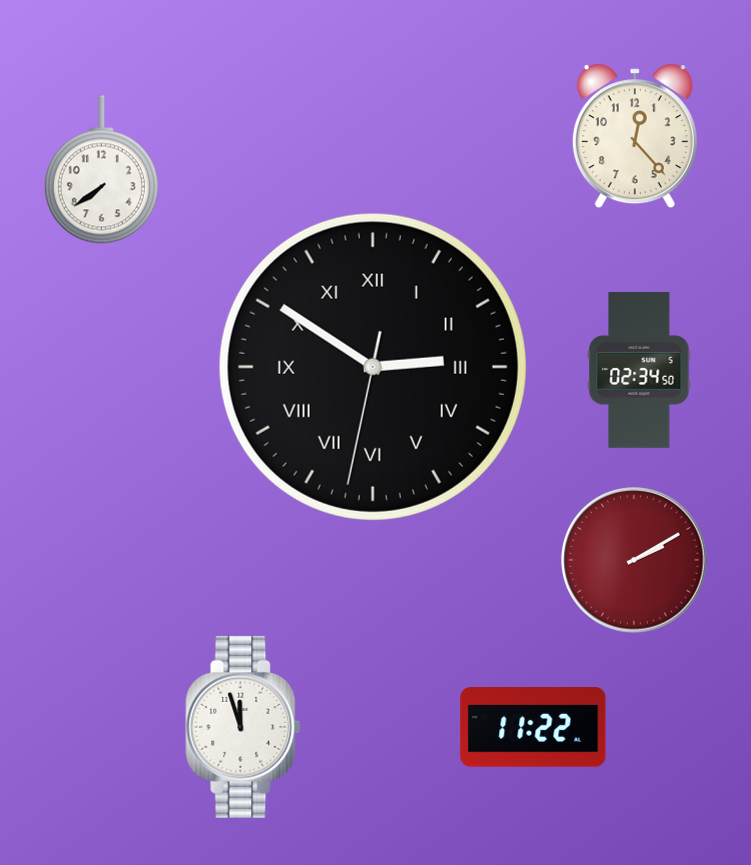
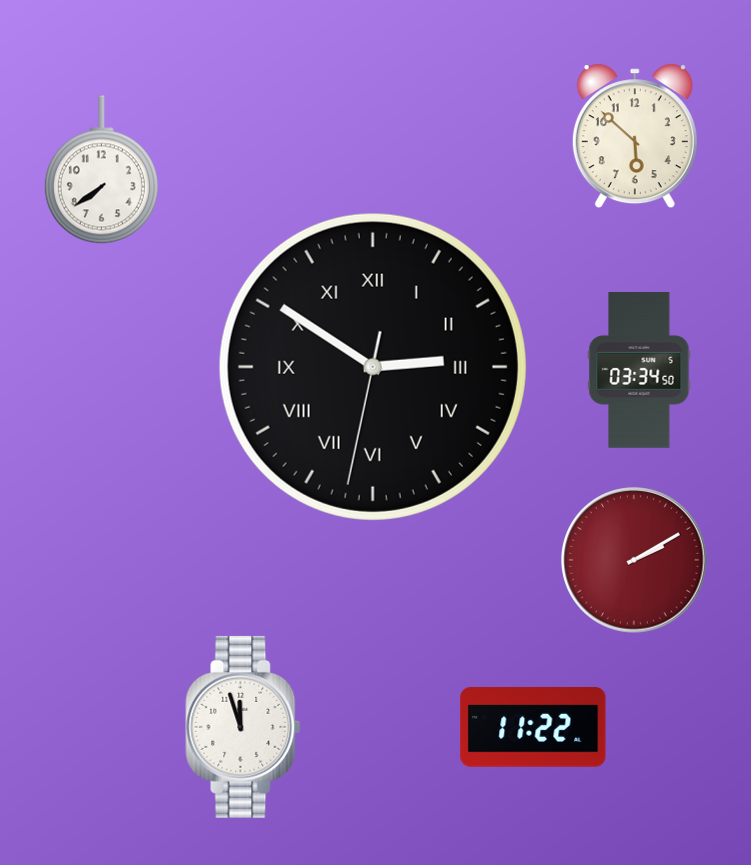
clock at (635, 136): 12:23 -> 5:52
clock at (639, 370): 02:34 -> 03:34
